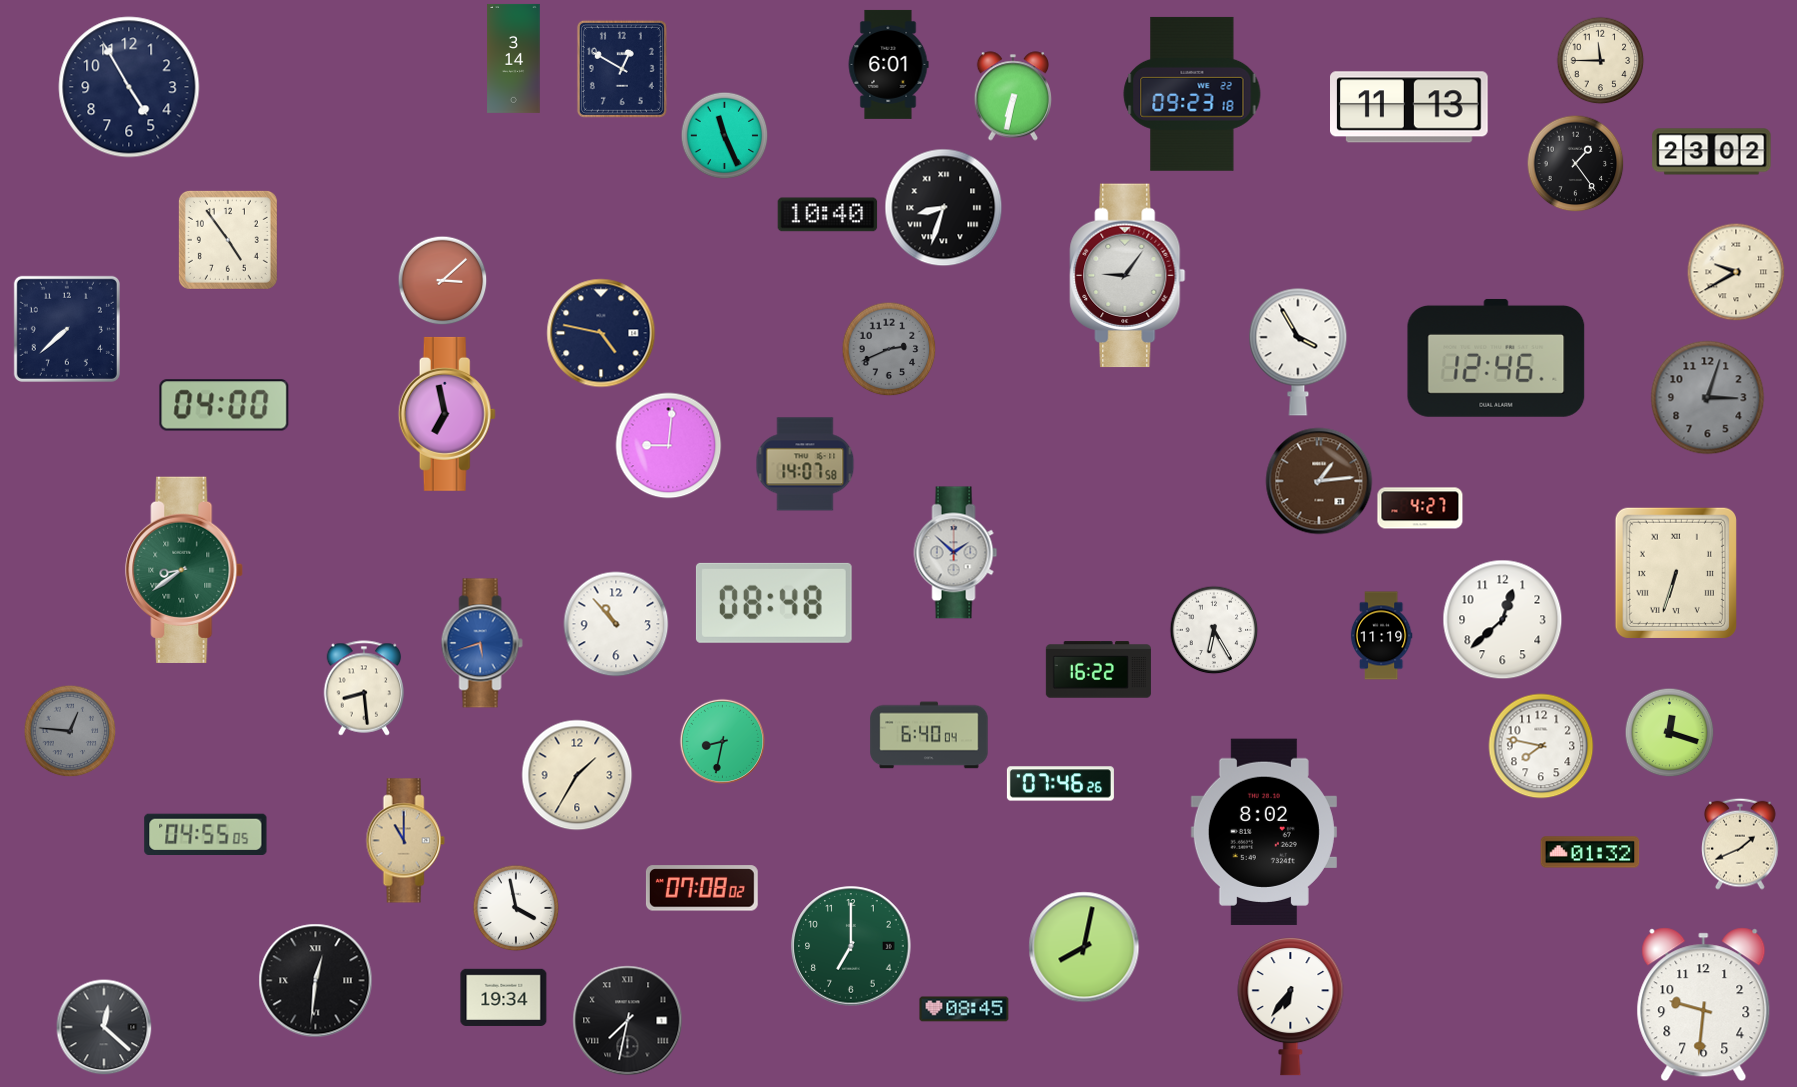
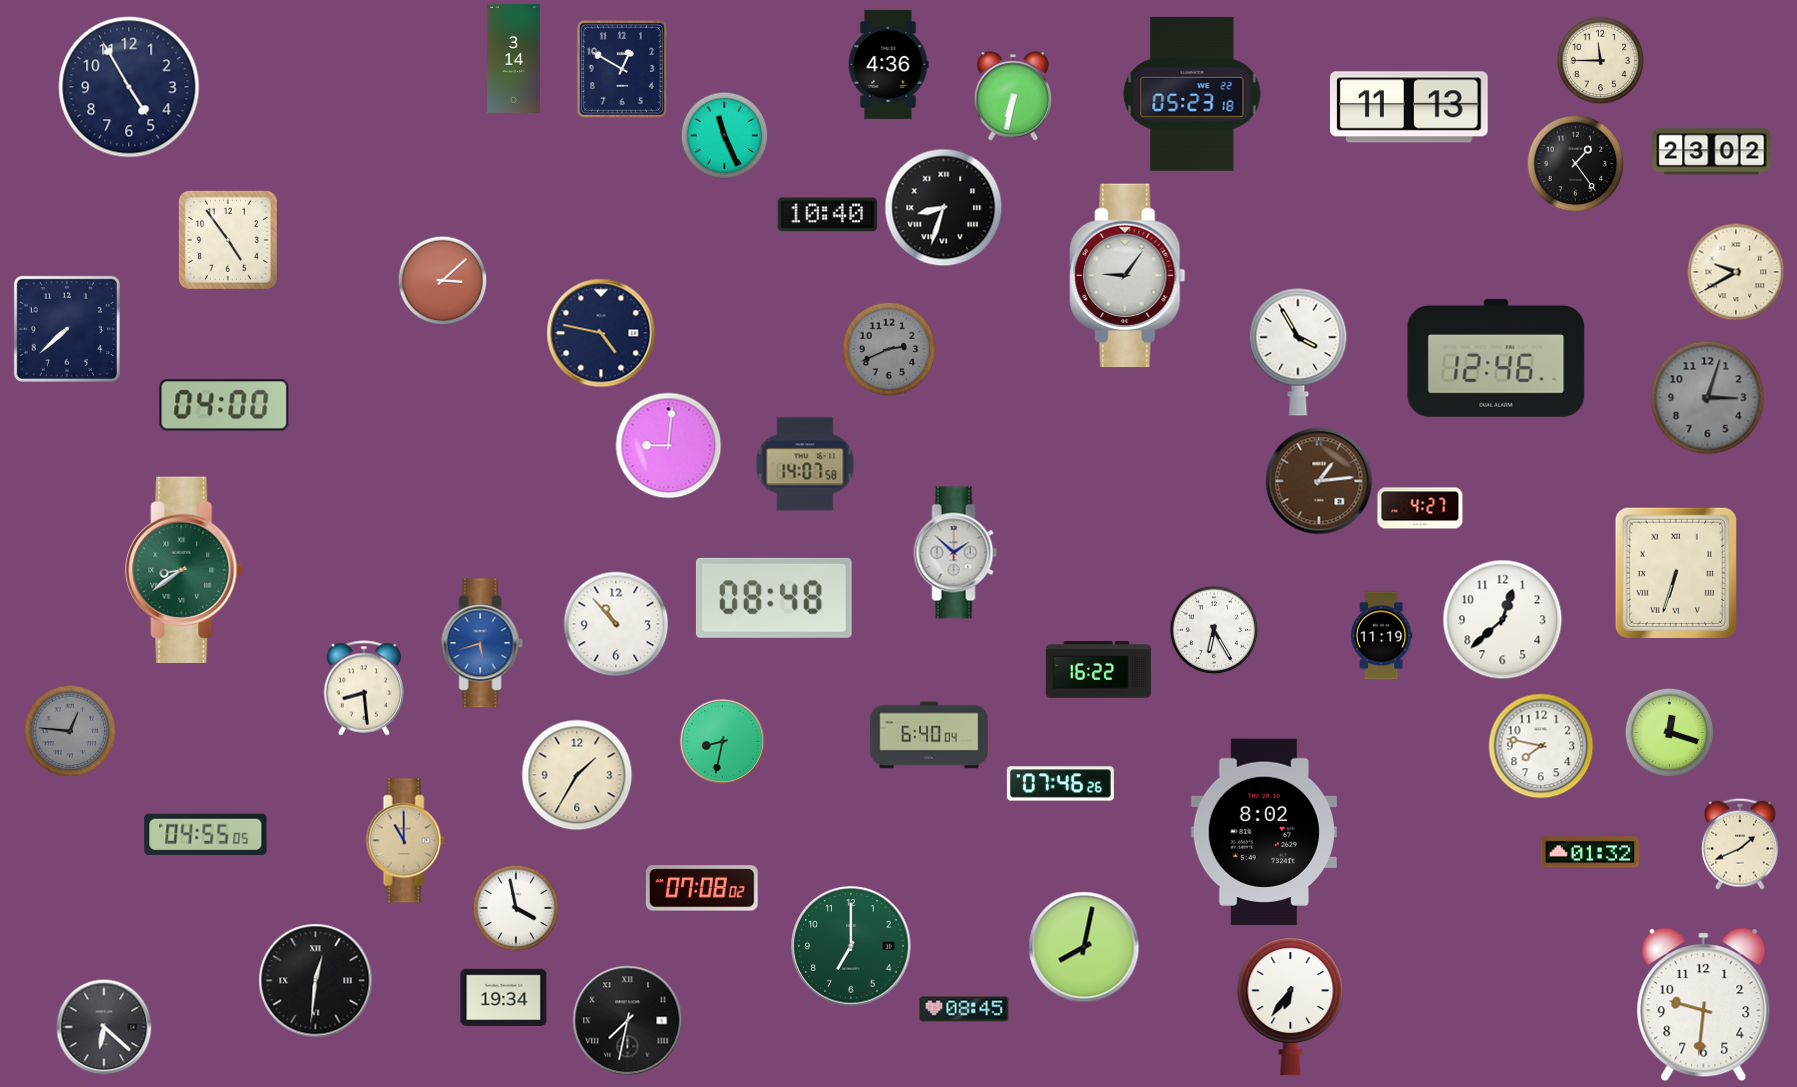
clock at (888, 64): 6:01 -> 4:36
clock at (1192, 94): 09:23 -> 05:23
clock at (447, 414): 6:58 -> none
clock at (774, 603) position: (774, 603) -> (774, 598)
clock at (104, 1027): 12:22 -> 6:22
